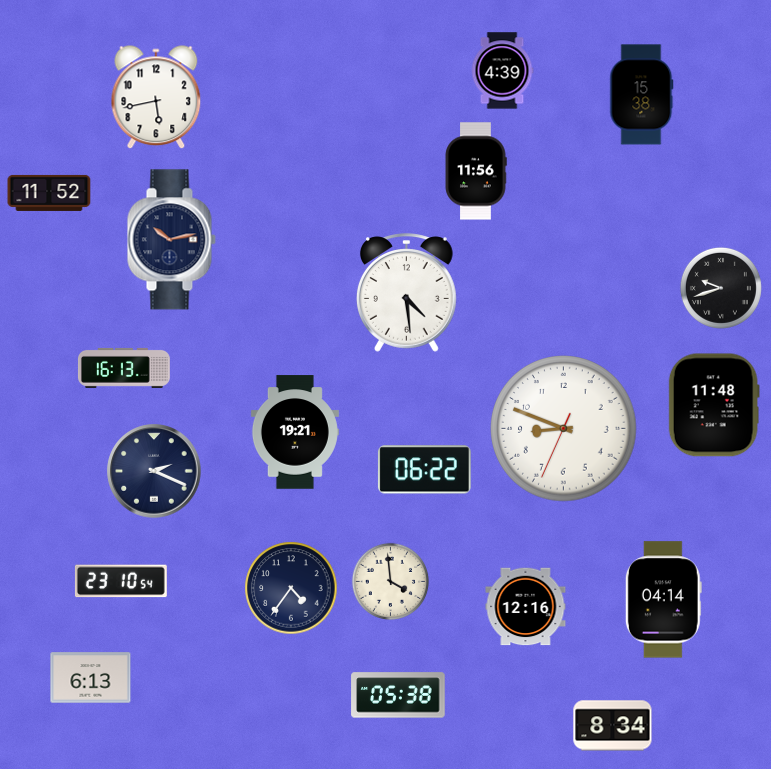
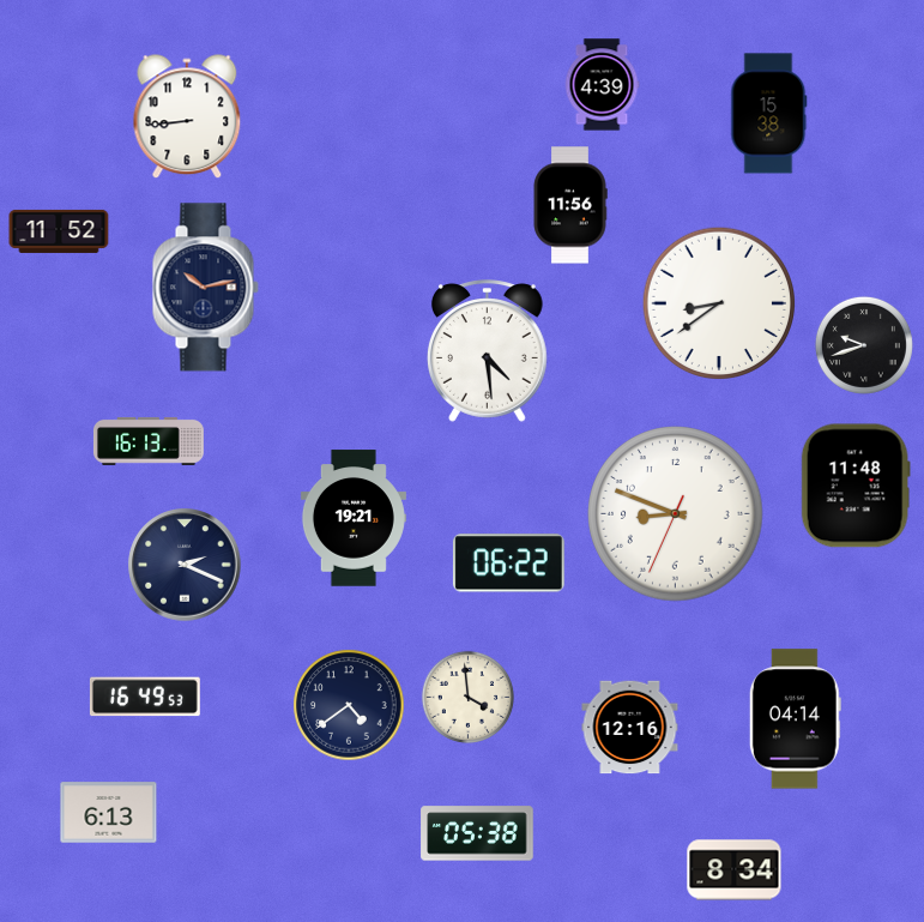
clock at (156, 98): 5:43 -> 8:44
clock at (719, 303): none -> 8:39
clock at (121, 581): 23:10 -> 16:49
clock at (291, 588): 4:36 -> 4:39
